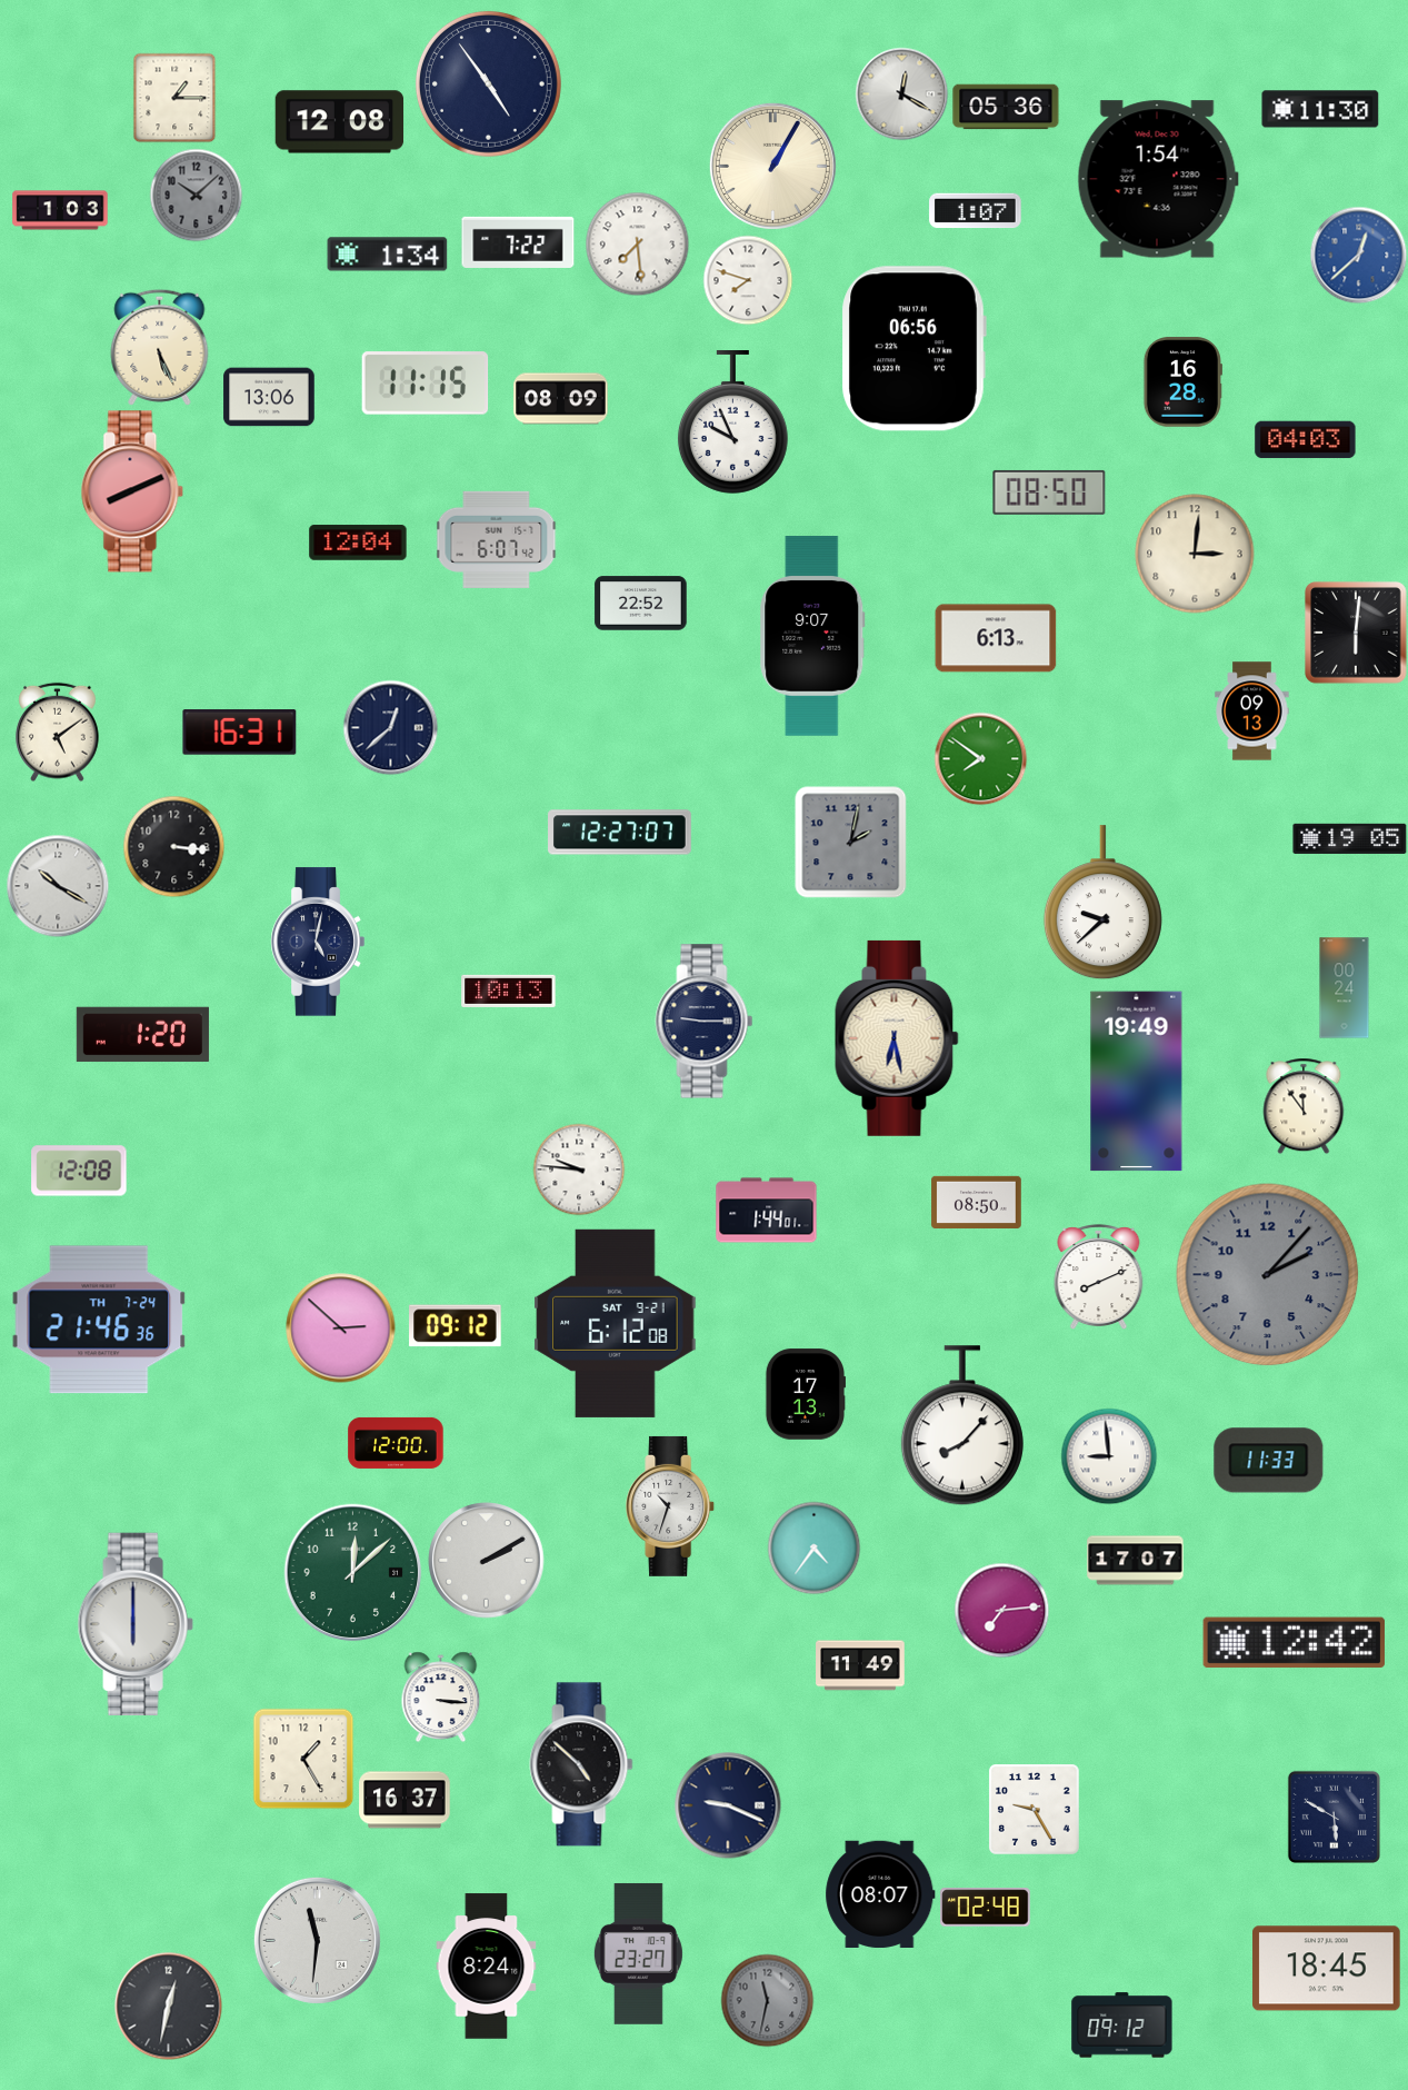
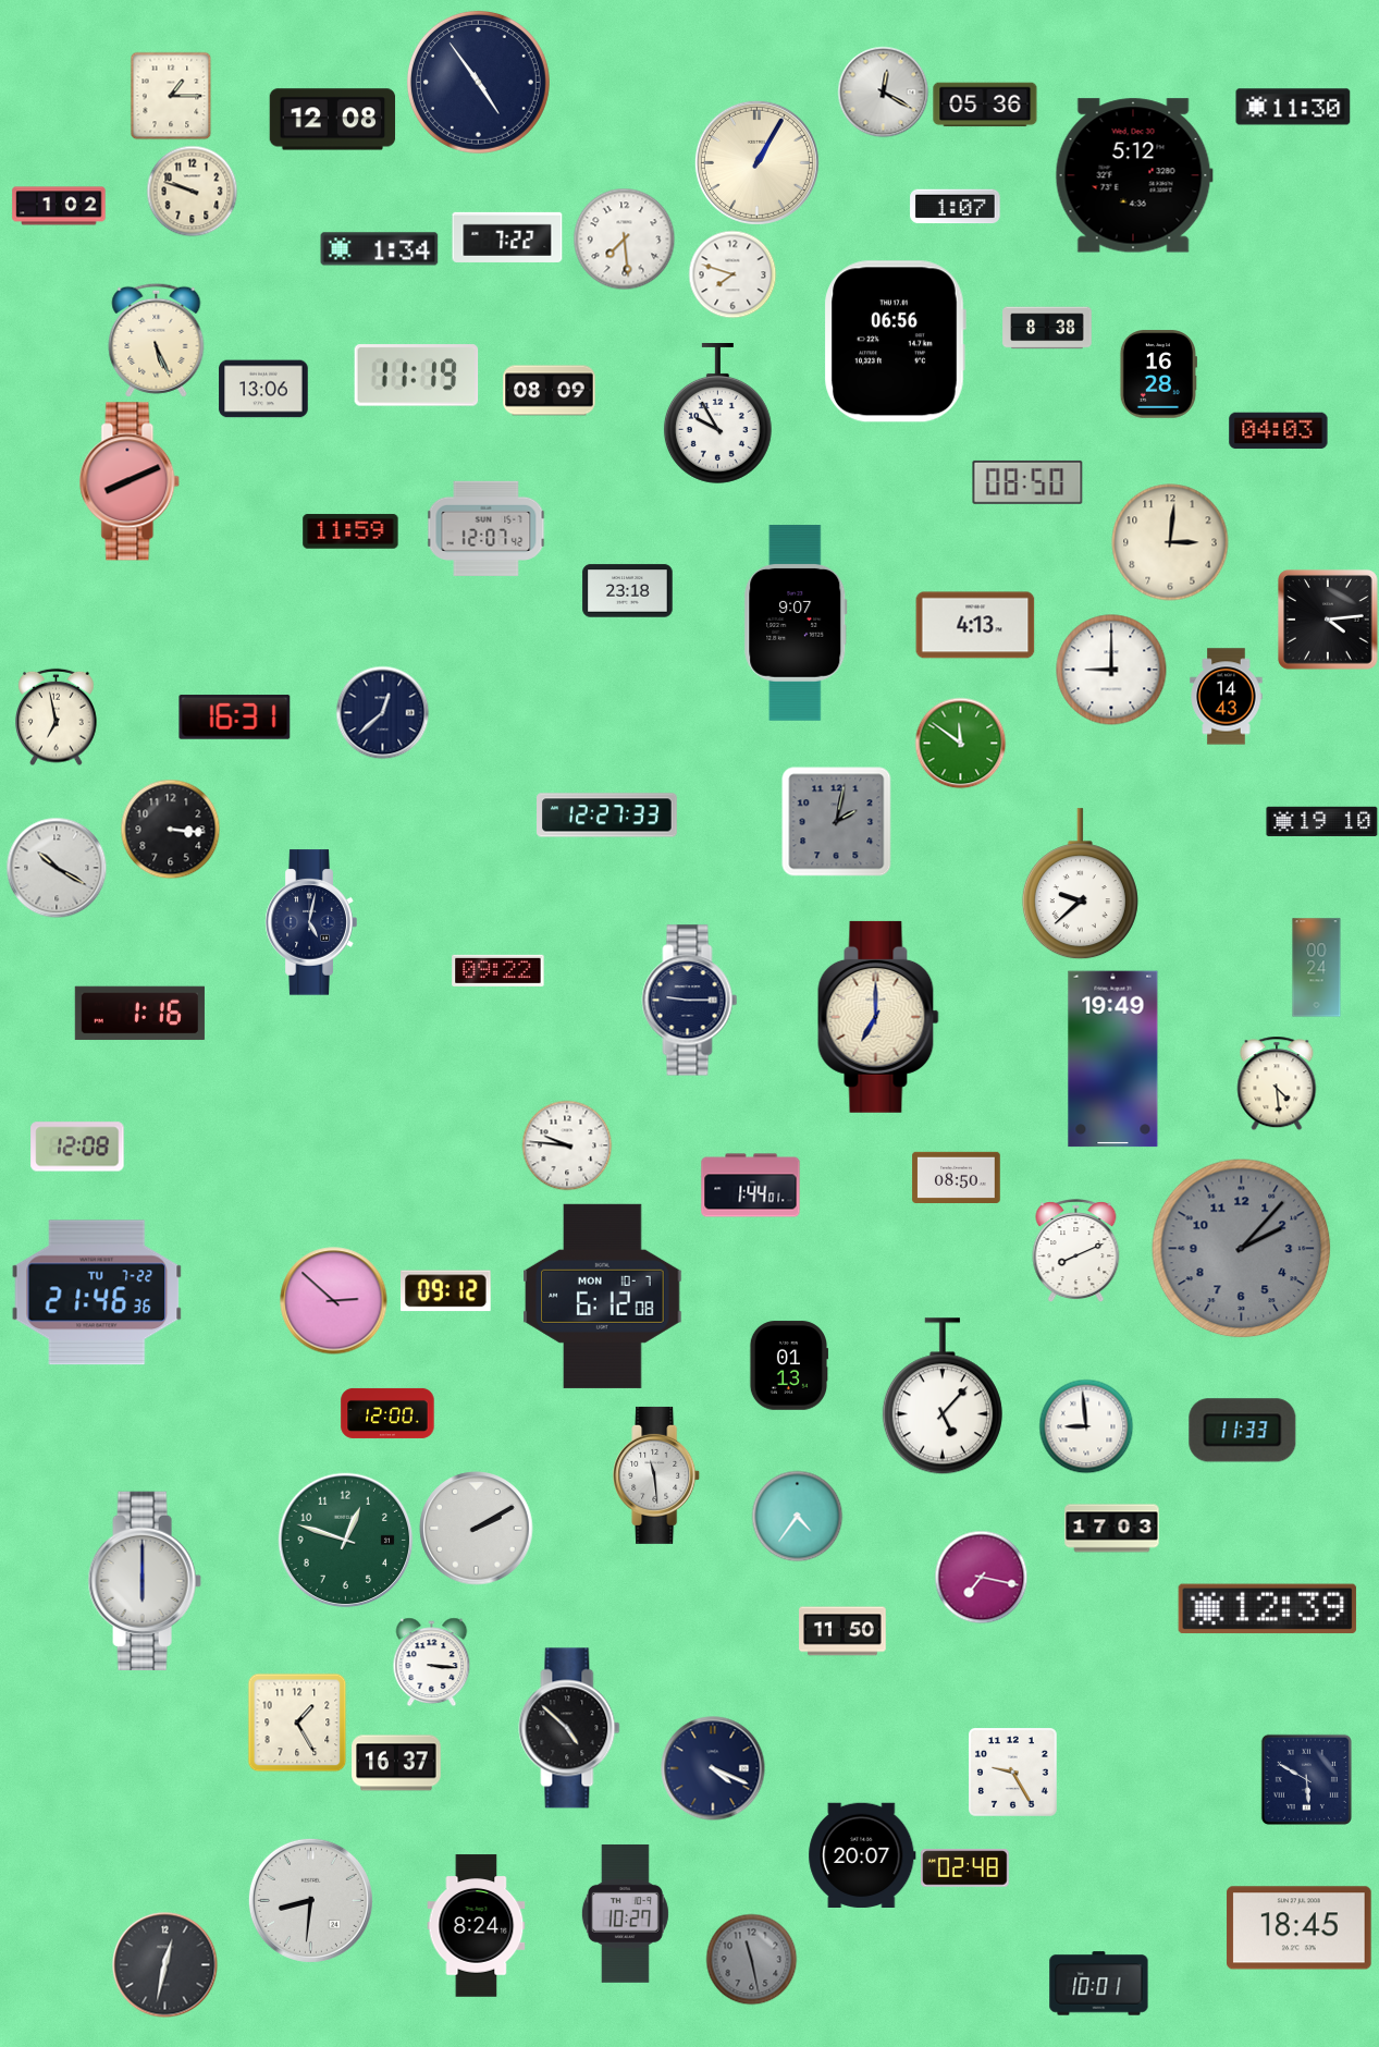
clock at (1158, 179): 1:54 -> 5:12
clock at (196, 195): 10:08 -> 9:48
clock at (196, 195) dial: grey -> cream
clock at (60, 210): 1:03 -> 1:02
clock at (1358, 255): 12:38 -> none
clock at (1047, 328): none -> 8:38
clock at (426, 384): 11:15 -> 11:19
clock at (732, 422): 9:56 -> 9:55
clock at (497, 539): 6:07 -> 12:07
clock at (358, 543): 12:04 -> 11:59
clock at (641, 604): 22:52 -> 23:18
clock at (1357, 634): 6:01 -> 4:14
clock at (996, 638): 6:13 -> 4:13
clock at (1111, 670): none -> 9:00
clock at (1252, 711): 09:13 -> 14:43
clock at (58, 731): 5:09 -> 6:58
clock at (980, 758): 7:51 -> 11:51
clock at (620, 833): 12:27:07 -> 12:27:33
clock at (1350, 838): 19:05 -> 19:10
clock at (850, 842) position: (850, 842) -> (836, 821)
clock at (509, 991): 10:13 -> 09:22
clock at (142, 1035): 1:20 -> 1:16
clock at (897, 1038): 6:28 -> 7:00
clock at (1304, 1106): 11:54 -> 4:29
clock at (99, 1320) date: TH 7-24 -> TU 7-22
clock at (616, 1323) date: SAT 9-21 -> MON 10-7
clock at (456, 1326) position: (456, 1326) -> (446, 1291)
clock at (805, 1394): 17:13 -> 01:13
clock at (962, 1426): 8:07 -> 5:07
clock at (671, 1506): 10:33 -> 11:29
clock at (1136, 1561): 17:07 -> 17:03
clock at (353, 1573): 12:08 -> 12:48
clock at (1001, 1610): 7:14 -> 7:17
clock at (136, 1623) position: (136, 1623) -> (145, 1580)
clock at (1294, 1643): 12:42 -> 12:39
clock at (860, 1665): 11:49 -> 11:50
clock at (728, 1805): 9:19 -> 4:19
clock at (880, 1893): 08:07 -> 20:07
clock at (317, 1940): 11:31 -> 8:31
clock at (638, 1953): 23:27 -> 10:27
clock at (767, 2000): 11:32 -> 11:28
clock at (1122, 2026): 09:12 -> 10:01
